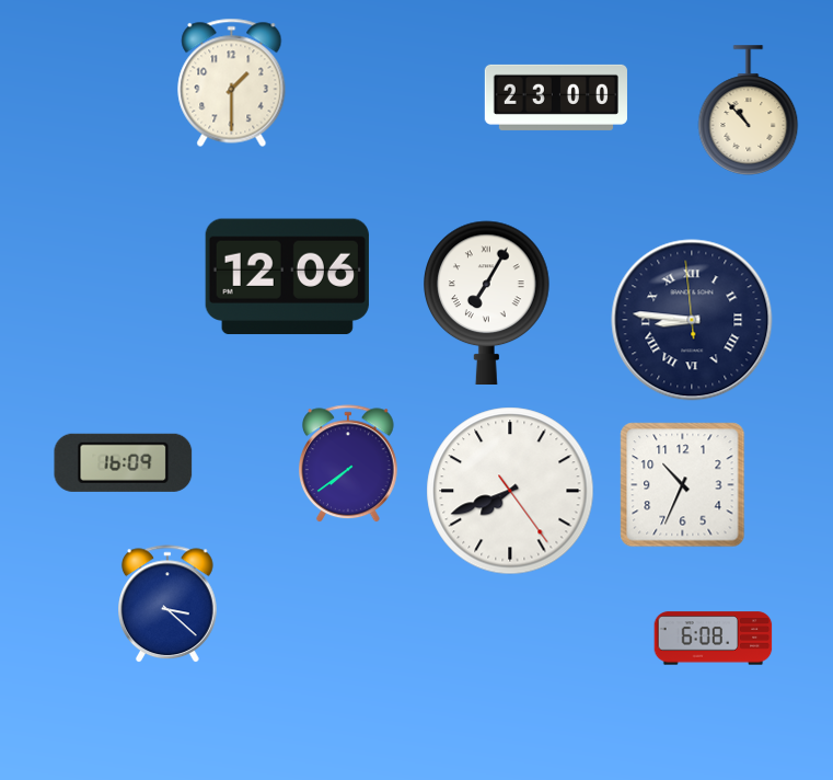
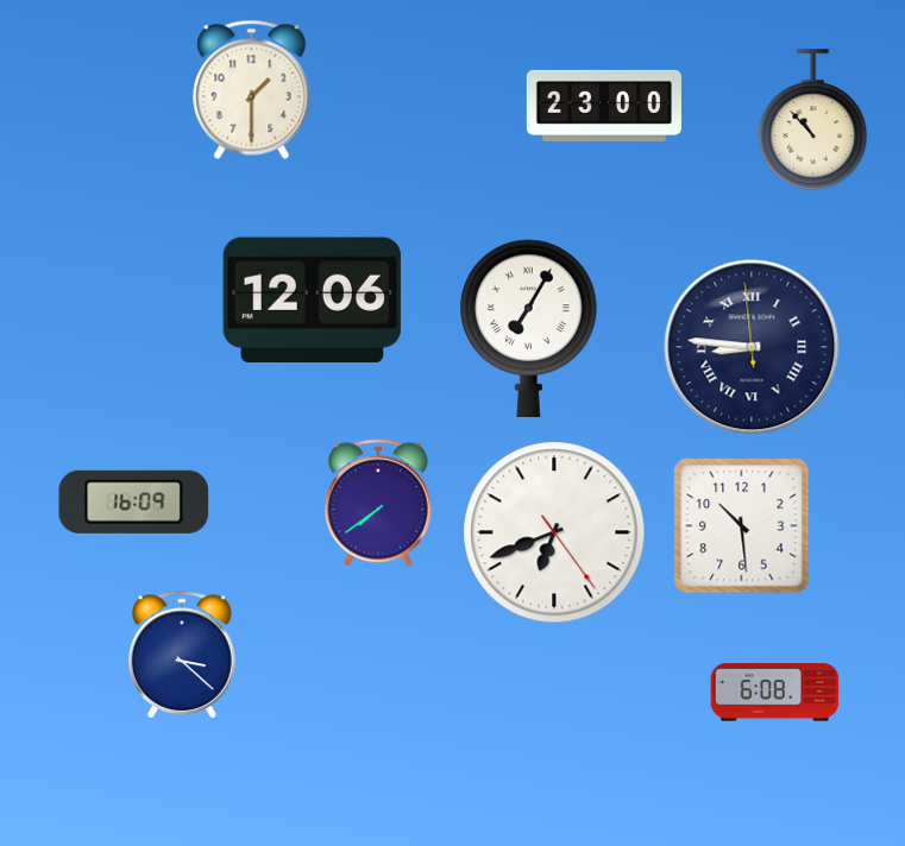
clock at (683, 485): 10:34 -> 10:29
clock at (510, 491): 7:41 -> 6:41
